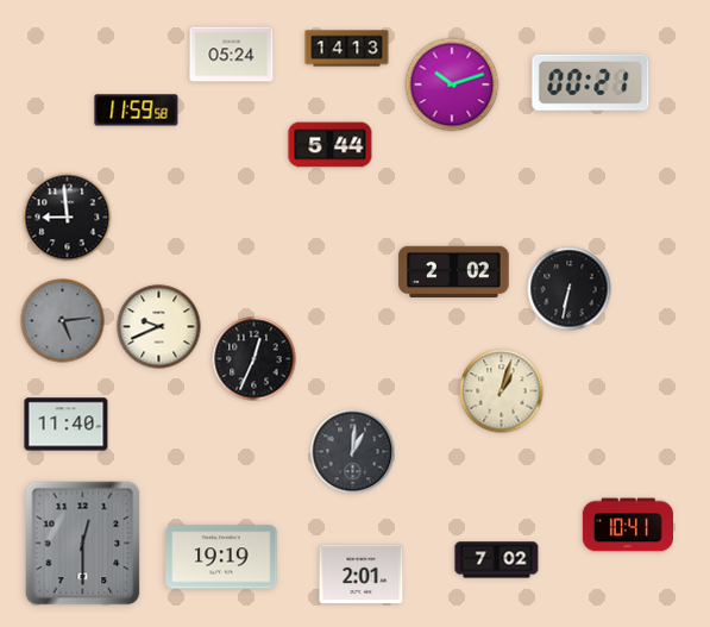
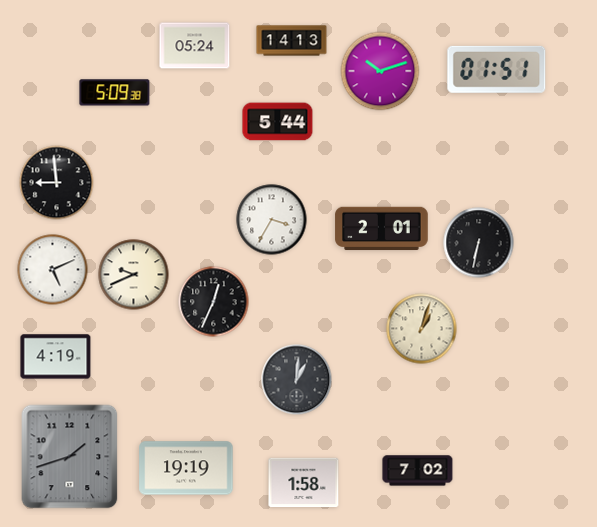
clock at (591, 82): 00:21 -> 01:51
clock at (137, 111): 11:59 -> 5:09
clock at (272, 220): none -> 3:35
clock at (454, 272): 2:02 -> 2:01
clock at (63, 321): 5:14 -> 5:11
clock at (63, 321) dial: grey -> white
clock at (67, 425): 11:40 -> 4:19
clock at (628, 525): 10:41 -> none
clock at (83, 544): 12:30 -> 1:42
clock at (362, 575): 2:01 -> 1:58
